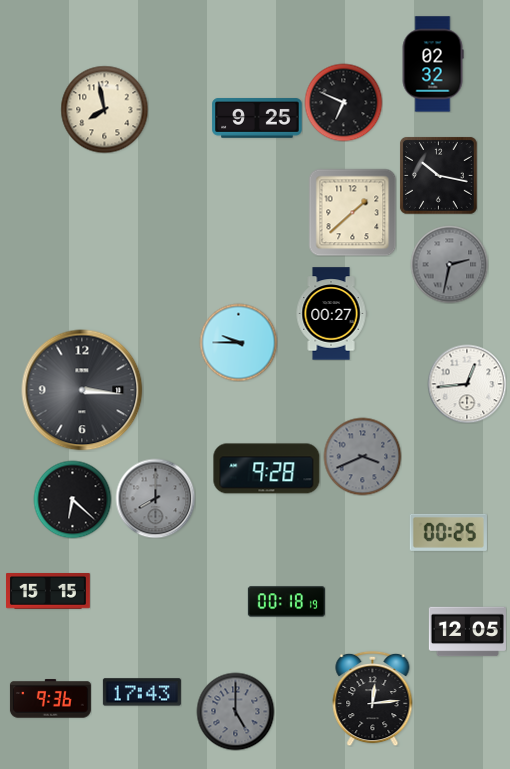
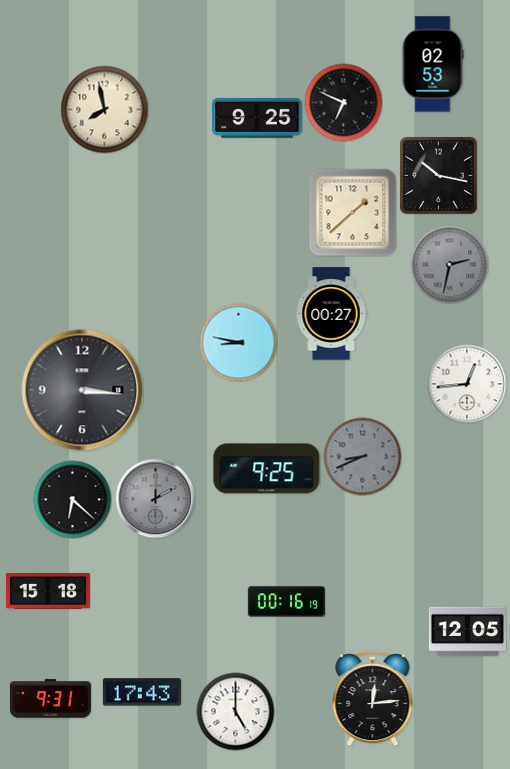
clock at (433, 64): 02:32 -> 02:53
clock at (238, 342): 9:45 -> 8:47
clock at (362, 456): 3:41 -> 8:41
clock at (267, 469): 9:28 -> 9:25
clock at (155, 498): 8:00 -> 2:00
clock at (448, 532): 00:25 -> none
clock at (49, 592): 15:15 -> 15:18
clock at (286, 602): 00:18 -> 00:16
clock at (50, 699): 9:36 -> 9:31
clock at (235, 711) dial: grey -> white
